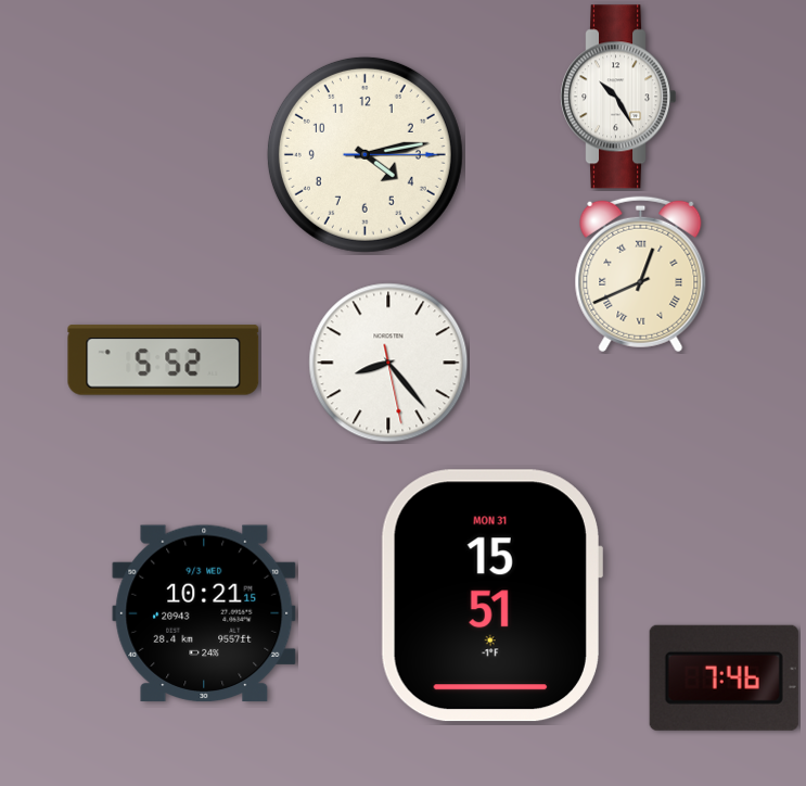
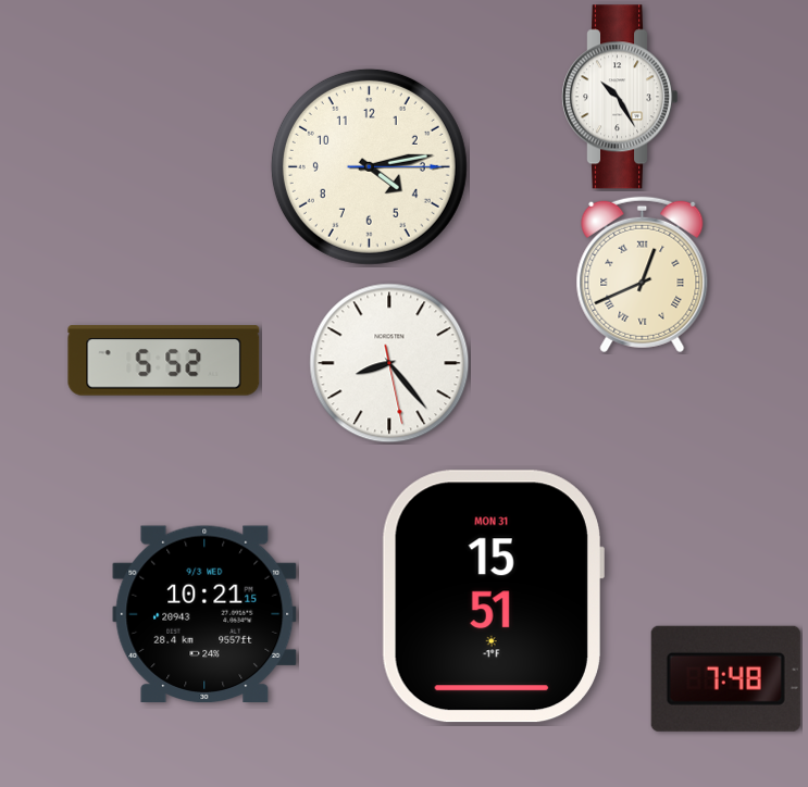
clock at (364, 154) position: (364, 154) -> (369, 166)
clock at (724, 677): 7:46 -> 7:48
